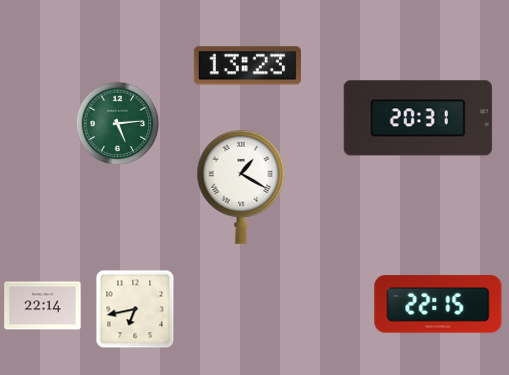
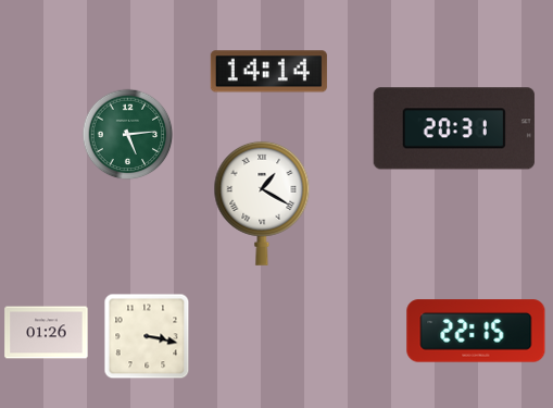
clock at (247, 66): 13:23 -> 14:14
clock at (43, 306): 22:14 -> 01:26
clock at (135, 309): 6:43 -> 3:17
